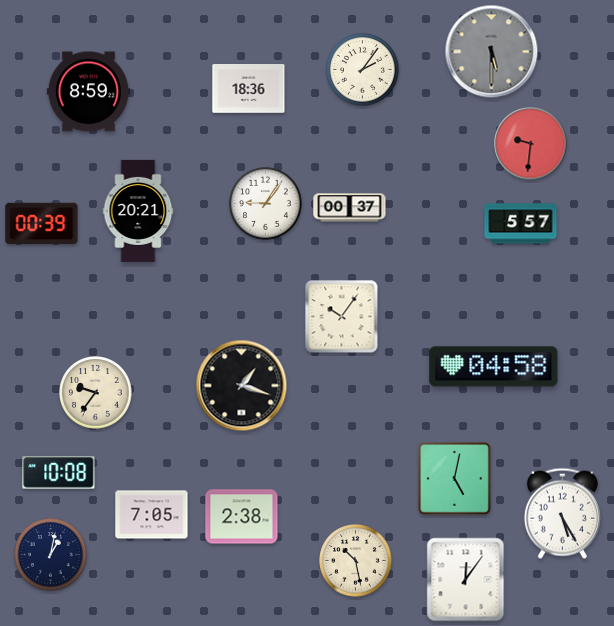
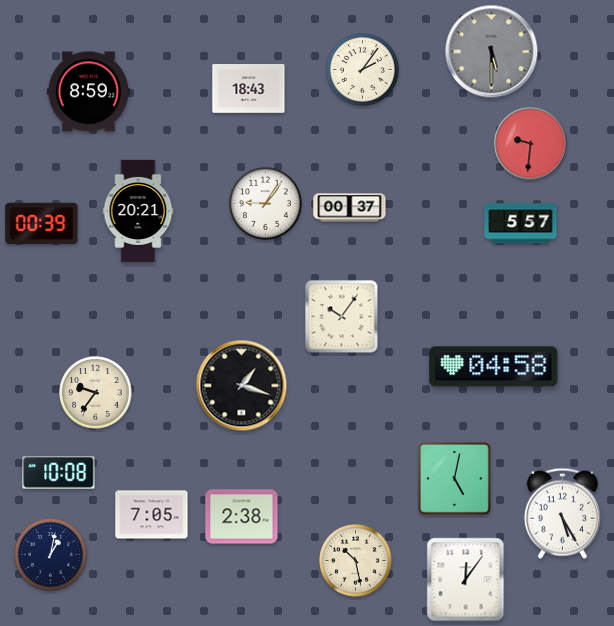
clock at (249, 89): 18:36 -> 18:43
